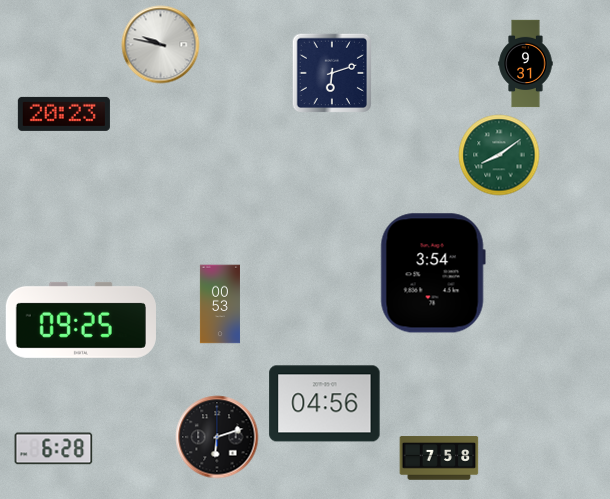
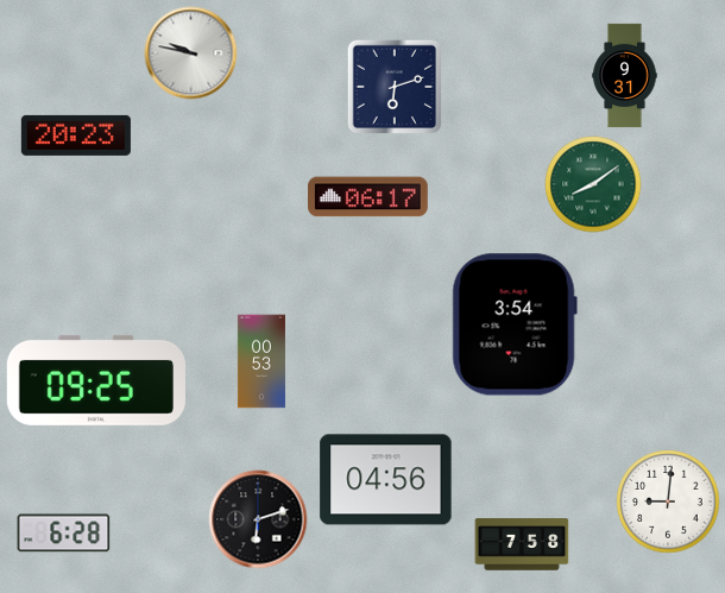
clock at (368, 197): none -> 06:17
clock at (668, 501): none -> 9:01
